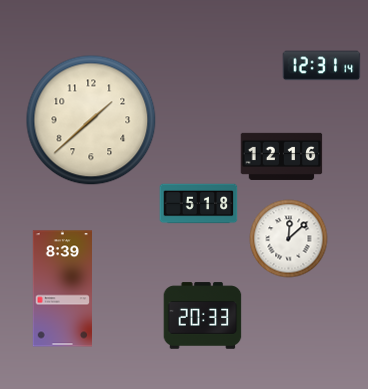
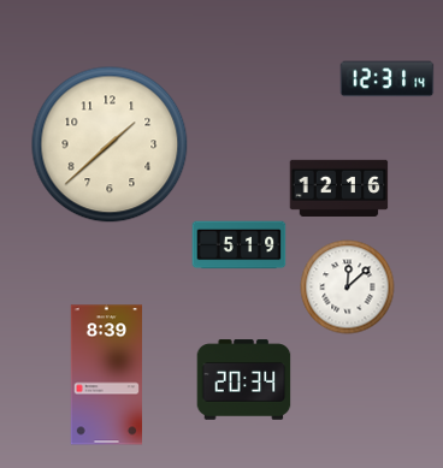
clock at (198, 204): 5:18 -> 5:19
clock at (62, 289) position: (62, 289) -> (106, 375)
clock at (202, 316): 20:33 -> 20:34
